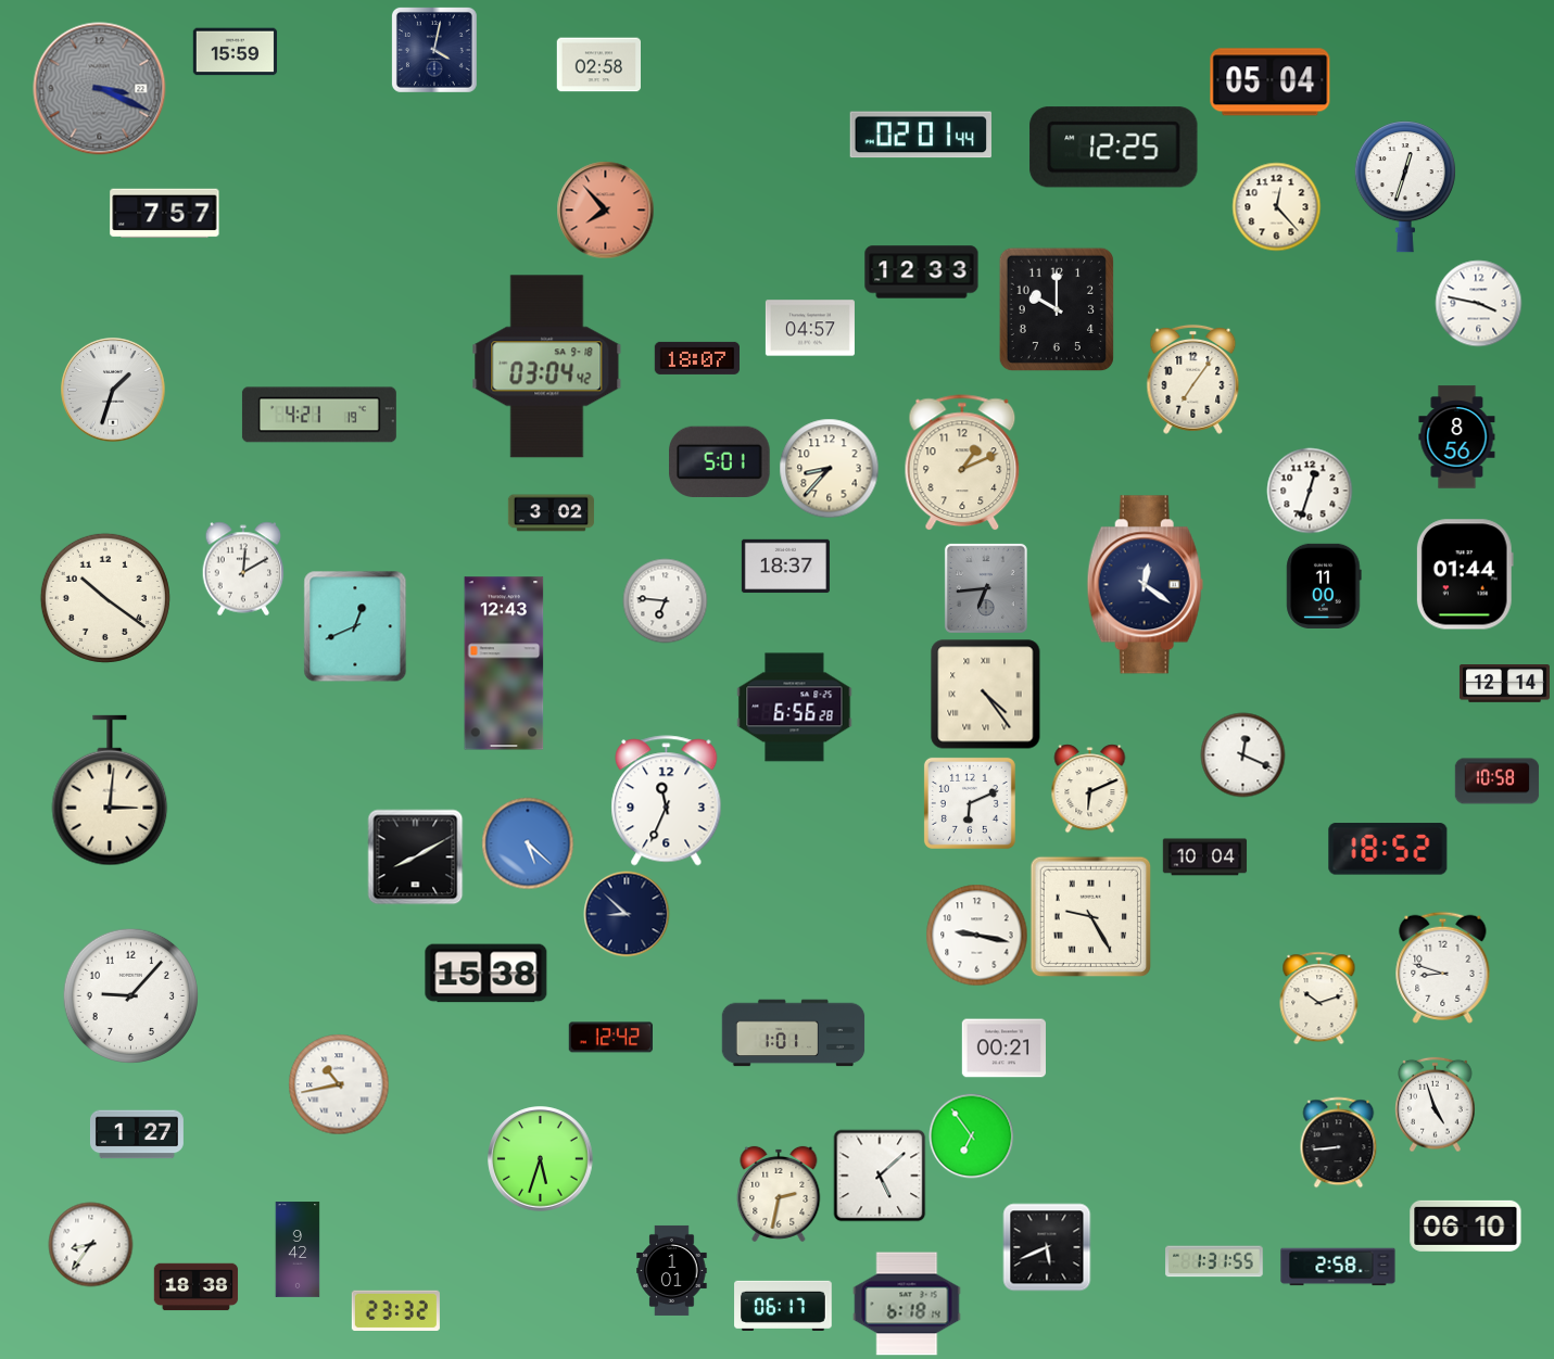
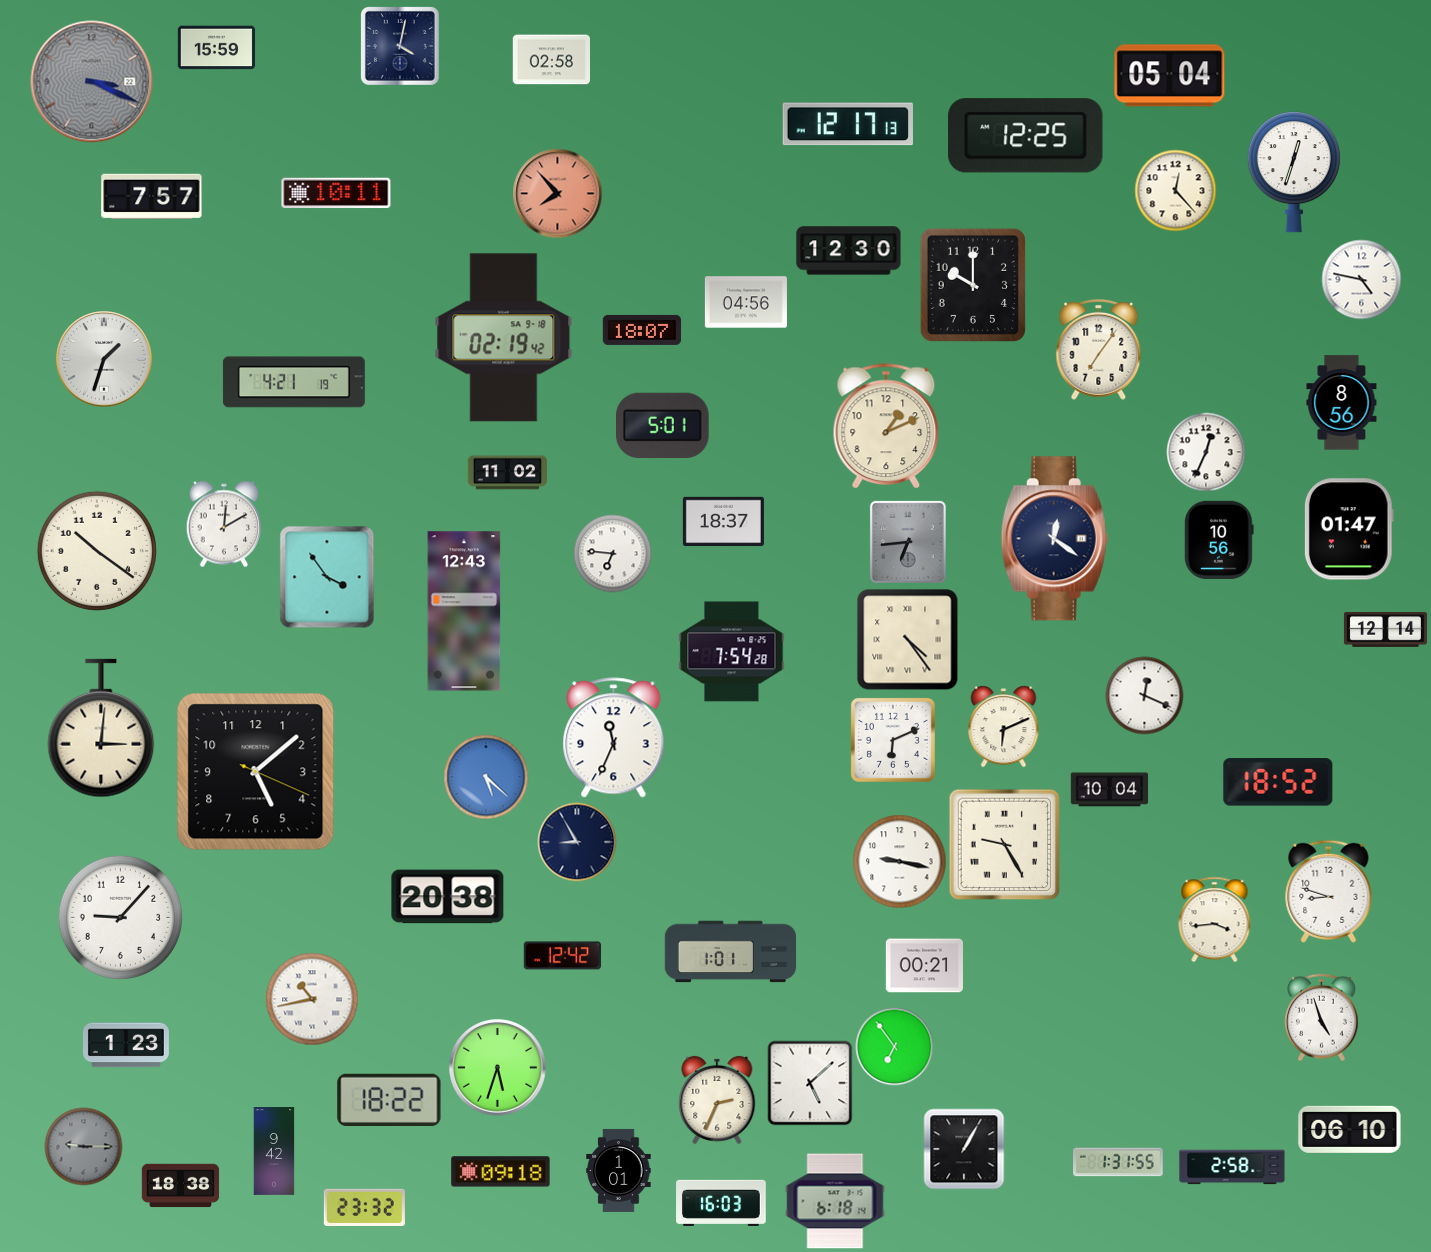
clock at (921, 135): 02:01 -> 12:17
clock at (336, 193): none -> 10:11
clock at (922, 272): 12:33 -> 12:30
clock at (1478, 303): 3:47 -> 4:47
clock at (810, 328): 04:57 -> 04:56
clock at (547, 367): 03:04 -> 02:19
clock at (829, 468): 8:37 -> none
clock at (1310, 491): 12:33 -> 12:34
clock at (551, 513): 3:02 -> 11:02
clock at (1465, 574): 01:44 -> 01:47
clock at (1324, 586): 11:00 -> 10:56
clock at (355, 626): 12:41 -> 3:54
clock at (795, 708): 6:56 -> 7:54
clock at (1496, 782): 10:58 -> none
clock at (256, 772): none -> 5:08
clock at (415, 856): 8:10 -> none
clock at (627, 914): 8:52 -> 8:55
clock at (487, 974): 15:38 -> 20:38
clock at (1319, 998): 10:12 -> 3:44
clock at (137, 1134): 1:27 -> 1:23
clock at (1339, 1142): 8:44 -> none
clock at (389, 1099): none -> 18:22
clock at (779, 1194): 2:32 -> 2:34
clock at (90, 1244): 8:36 -> 9:15
clock at (90, 1244) dial: white -> grey
clock at (1047, 1247): 5:41 -> 1:05
clock at (501, 1172): none -> 09:18
clock at (783, 1306): 06:17 -> 16:03
